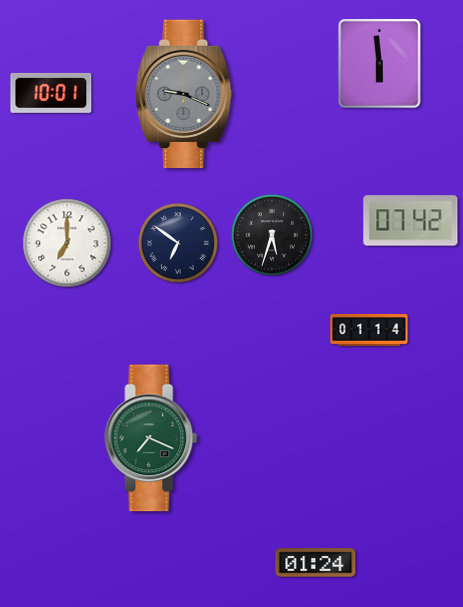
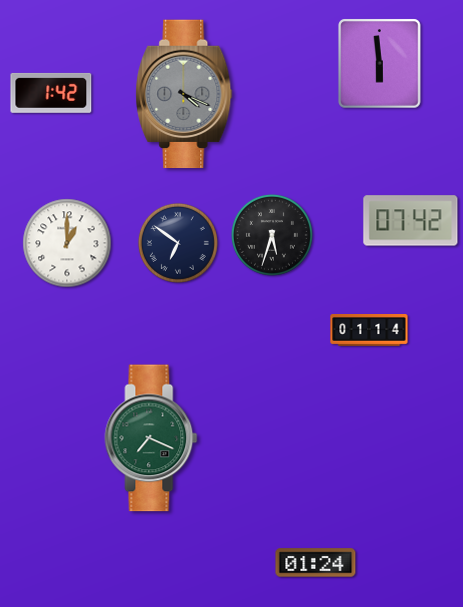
clock at (51, 93): 10:01 -> 1:42
clock at (184, 94): 9:19 -> 4:19
clock at (67, 243): 7:00 -> 1:00
